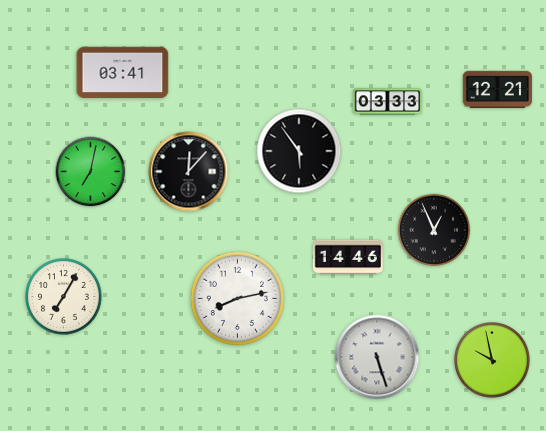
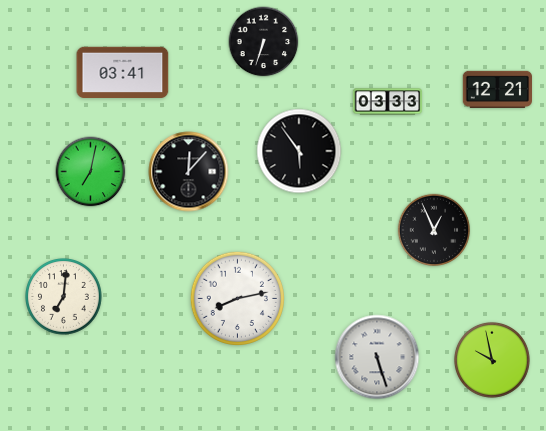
clock at (264, 42): none -> 6:33
clock at (348, 257): 14:46 -> none
clock at (64, 297): 7:05 -> 7:01
